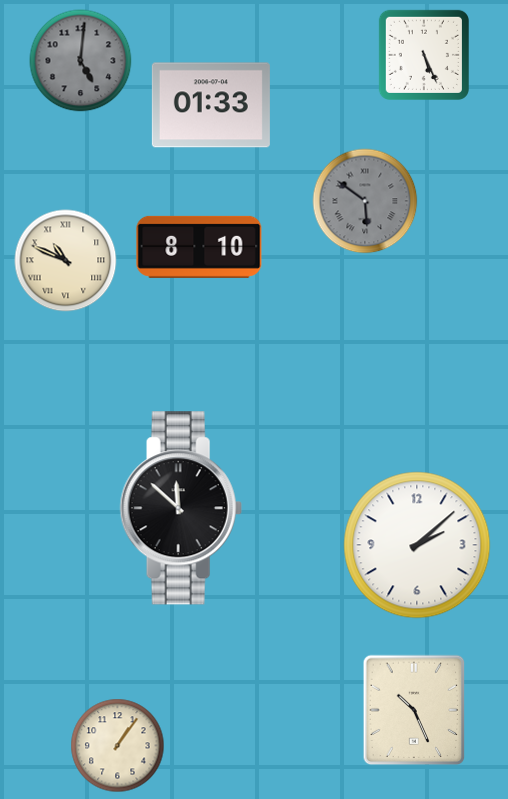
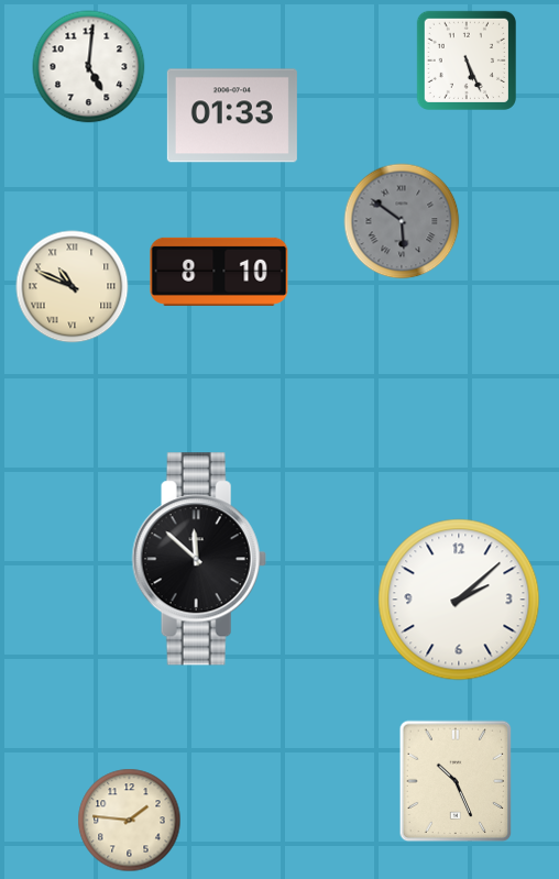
clock at (81, 61) dial: grey -> white
clock at (118, 746): 1:06 -> 1:46
